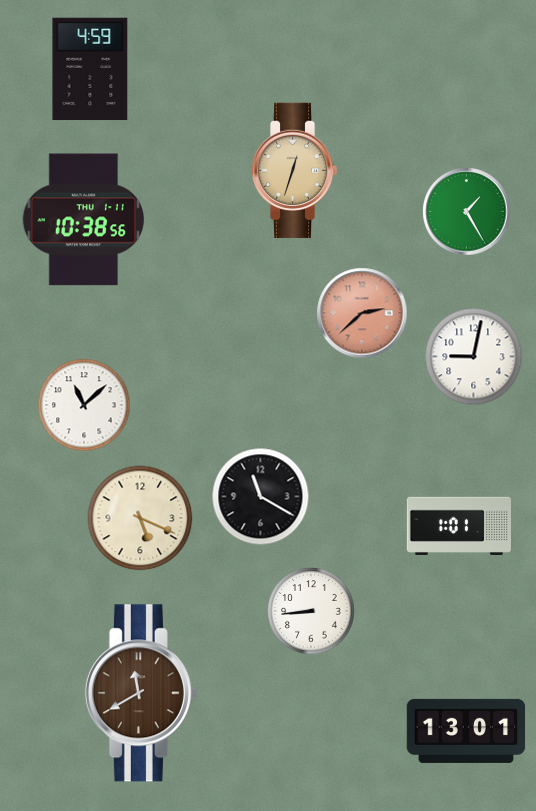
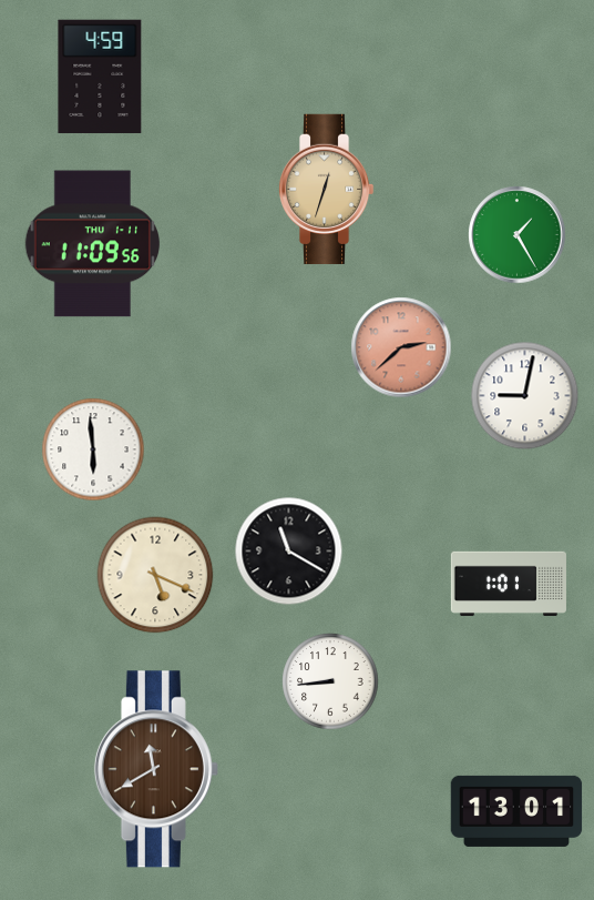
clock at (83, 220): 10:38 -> 11:09
clock at (84, 405): 11:08 -> 5:59
clock at (311, 611) position: (311, 611) -> (330, 681)
